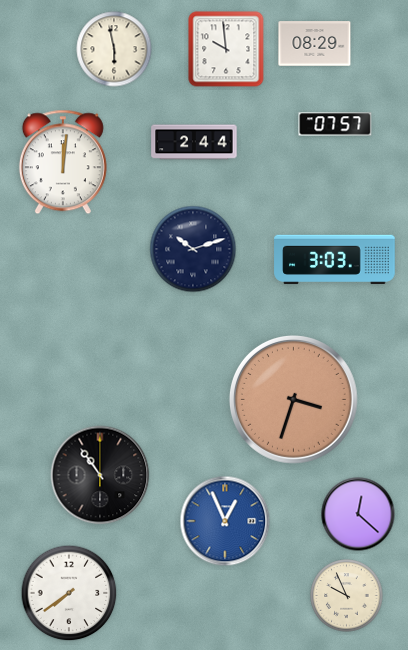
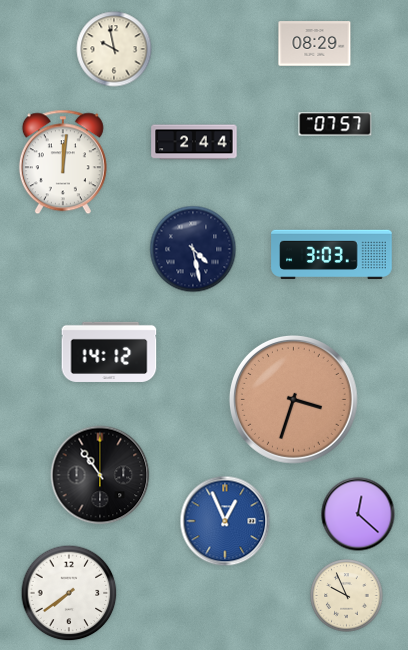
clock at (114, 49): 5:58 -> 9:58
clock at (226, 49): 9:59 -> none
clock at (193, 249): 10:12 -> 4:28
clock at (335, 260) position: (335, 260) -> (332, 255)
clock at (109, 352): none -> 14:12
